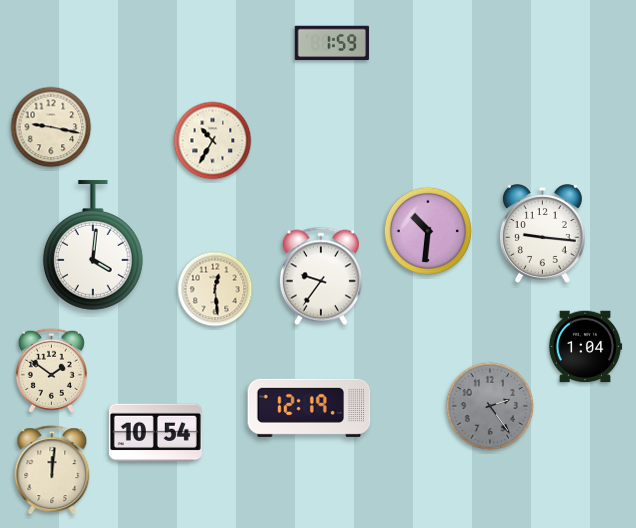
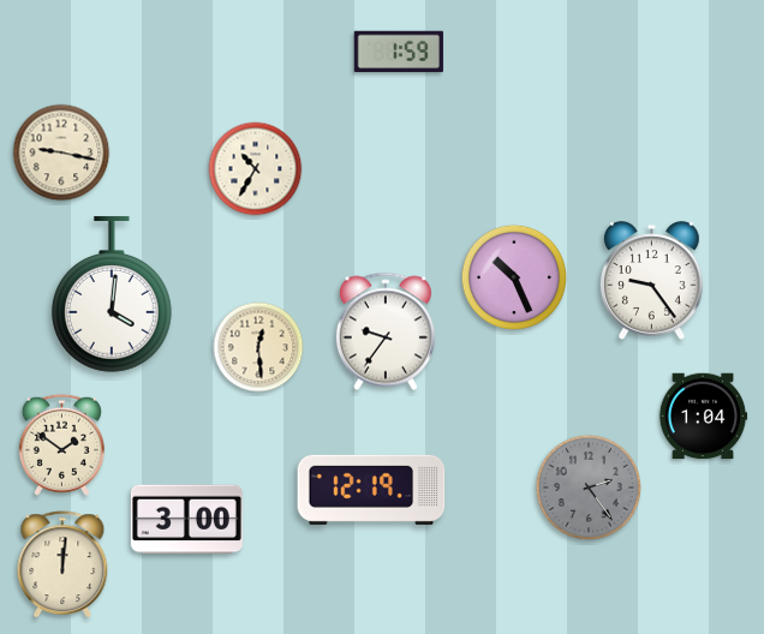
clock at (428, 231): 10:31 -> 10:26
clock at (542, 234): 9:16 -> 9:24
clock at (155, 433): 10:54 -> 3:00
